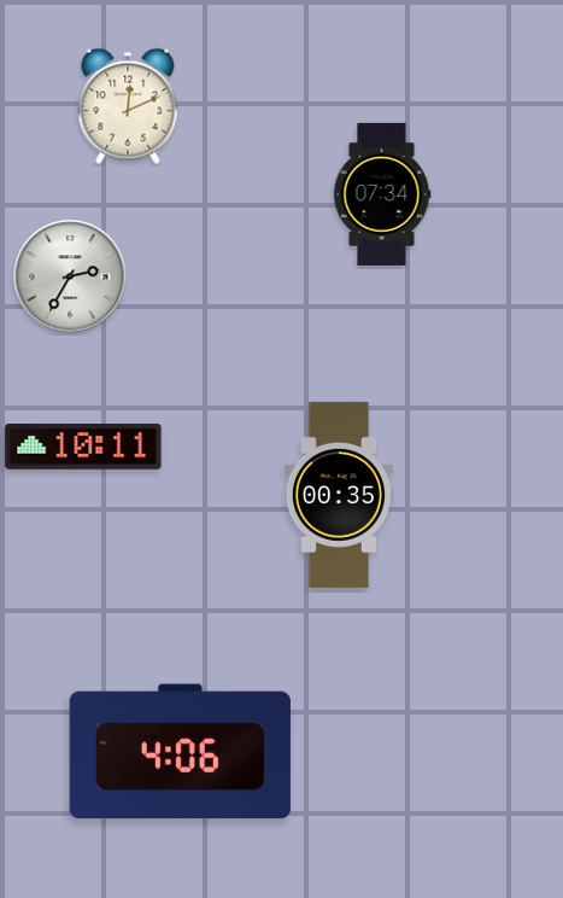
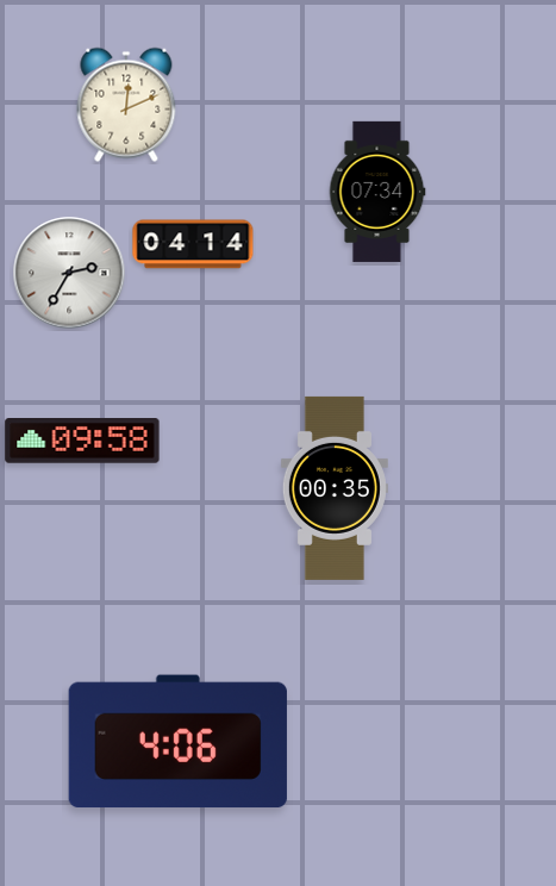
clock at (193, 244): none -> 04:14
clock at (83, 448): 10:11 -> 09:58
